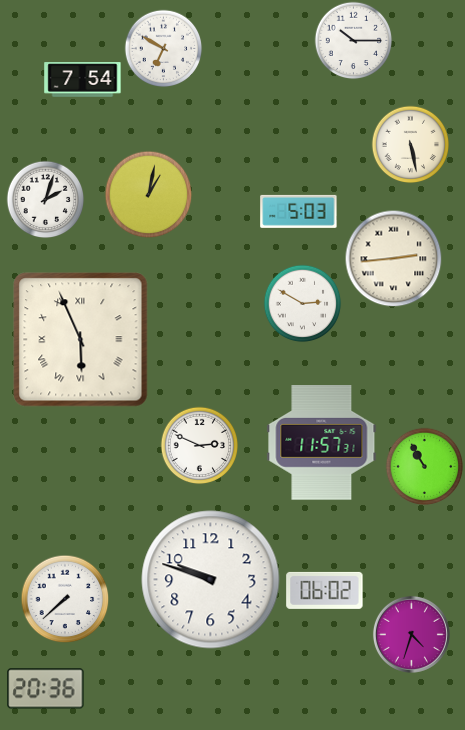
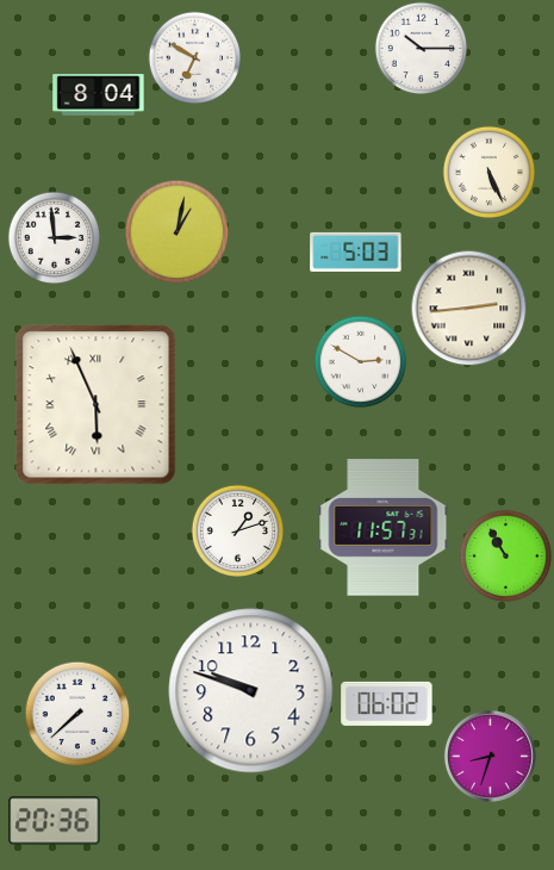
clock at (83, 80): 7:54 -> 8:04
clock at (410, 144): 5:28 -> 5:26
clock at (45, 199): 2:03 -> 2:59
clock at (199, 445): 2:49 -> 1:12
clock at (411, 634): 4:33 -> 8:33
